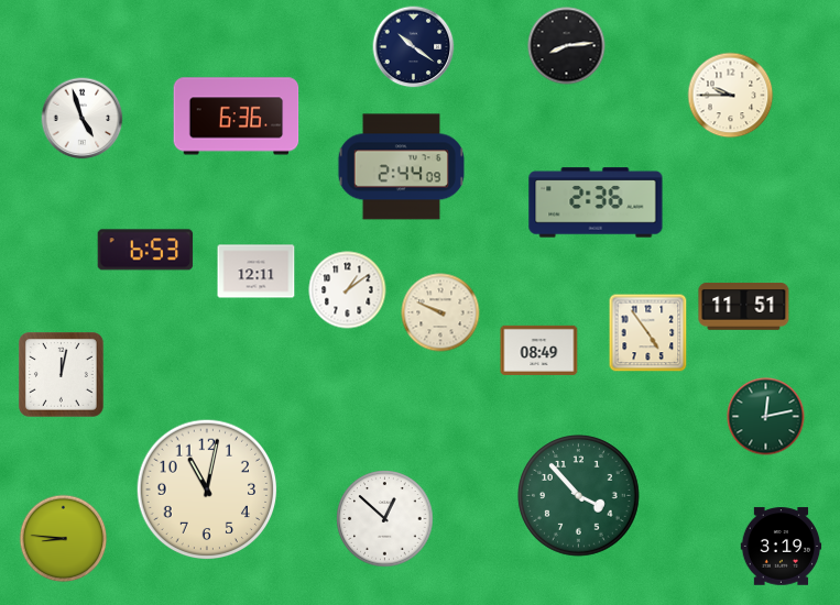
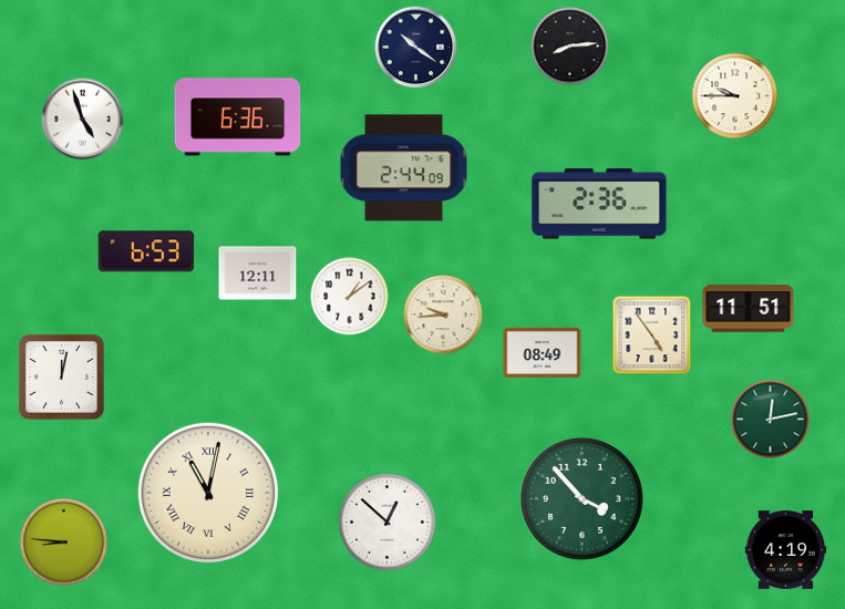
clock at (348, 290) position: (348, 290) -> (350, 297)
clock at (440, 312): 9:49 -> 9:44
clock at (207, 490) numerals: Arabic -> Roman
clock at (782, 547): 3:19 -> 4:19
